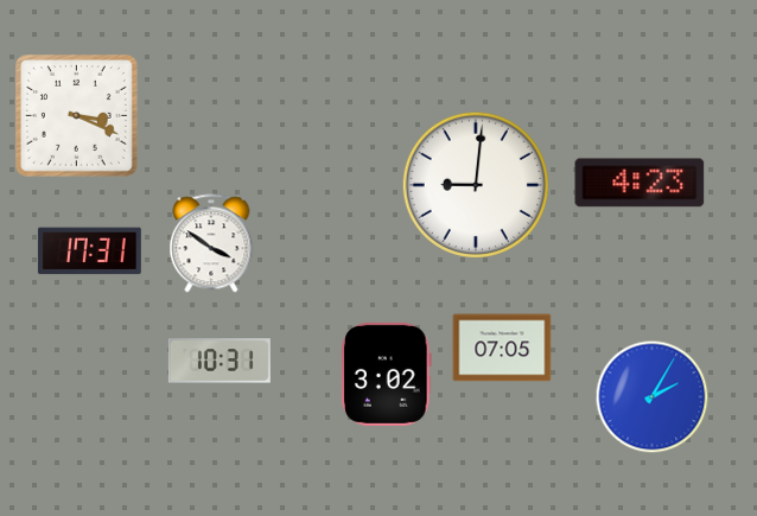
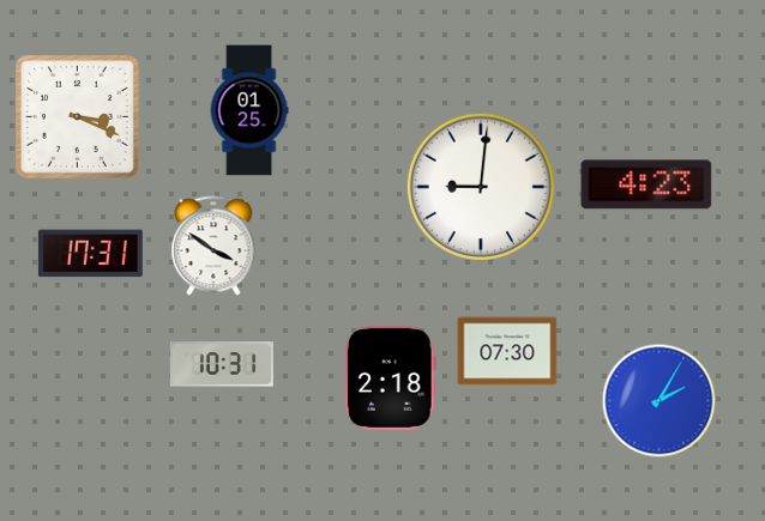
clock at (249, 110): none -> 01:25
clock at (502, 348): 07:05 -> 07:30
clock at (386, 374): 3:02 -> 2:18
